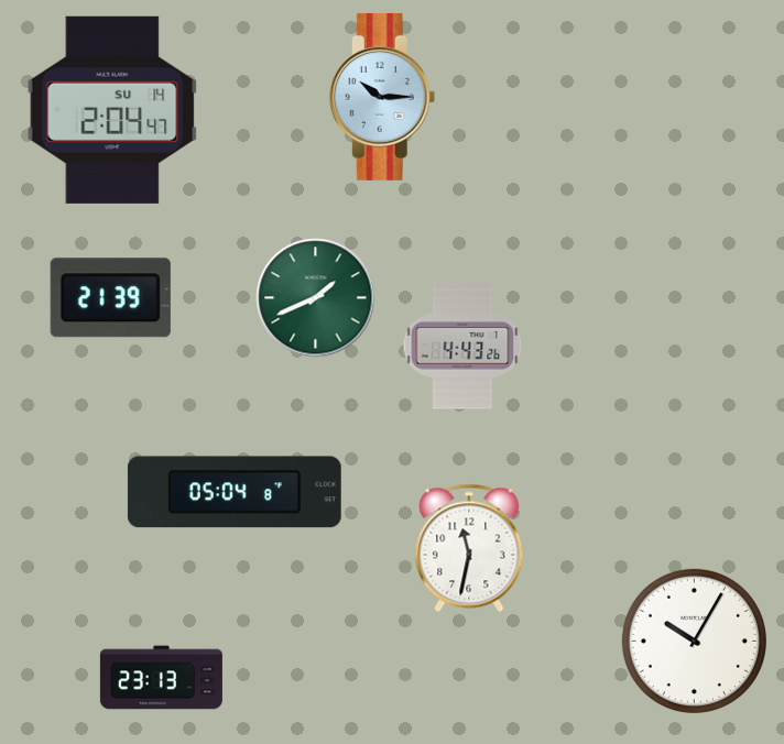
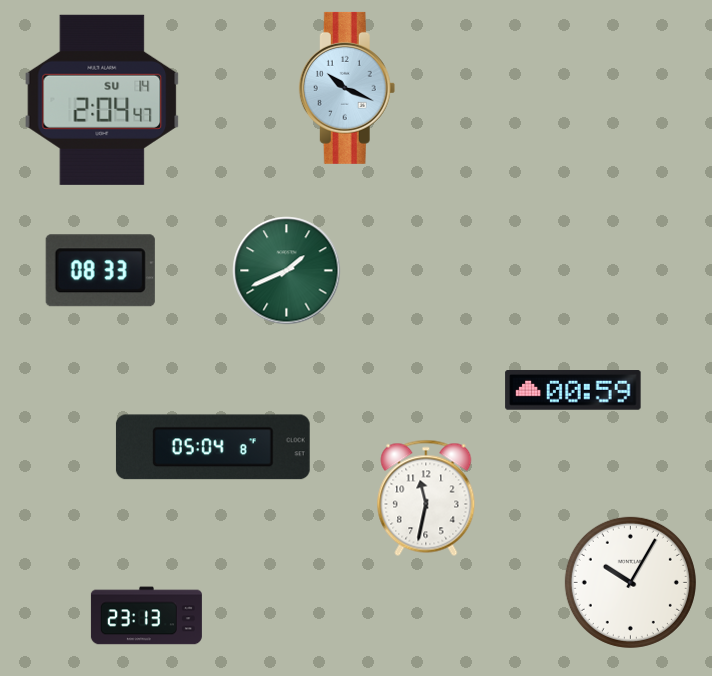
clock at (382, 97): 10:15 -> 10:19
clock at (110, 298): 21:39 -> 08:33
clock at (462, 346): 4:43 -> none
clock at (573, 391): none -> 00:59
